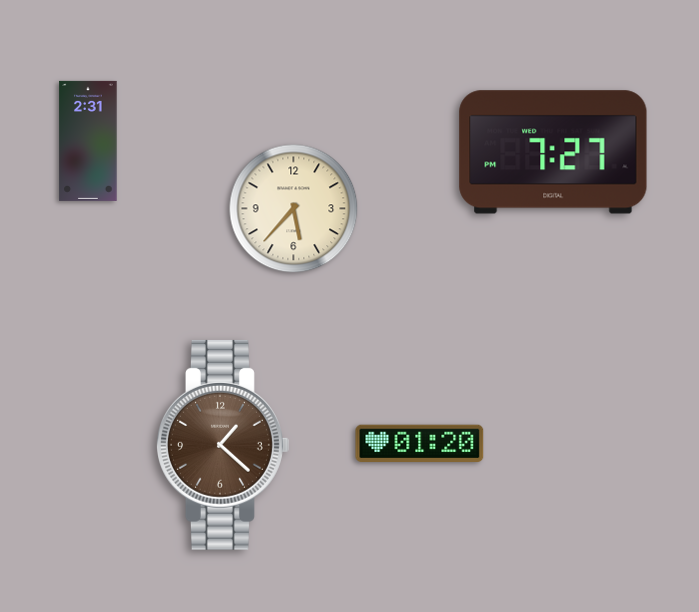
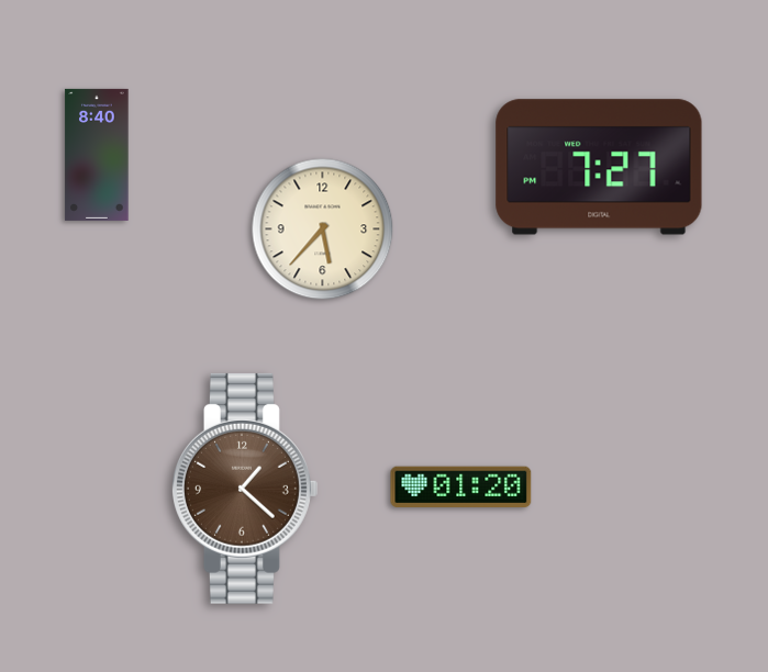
clock at (88, 141): 2:31 -> 8:40
clock at (553, 152) position: (553, 152) -> (599, 167)
